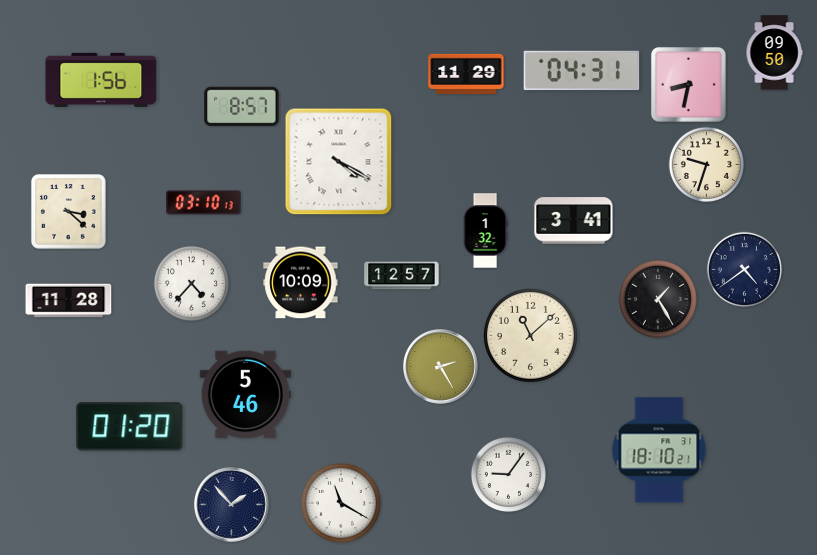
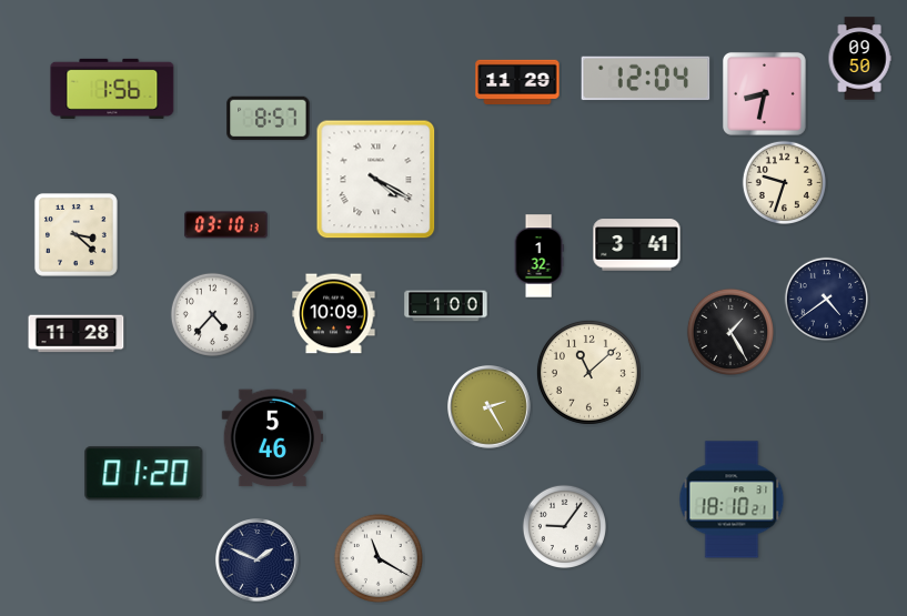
clock at (582, 71): 04:31 -> 12:04
clock at (402, 276): 12:57 -> 1:00
clock at (232, 505): 1:53 -> 1:49
